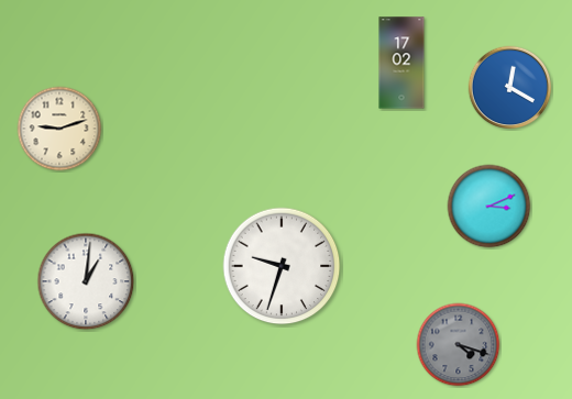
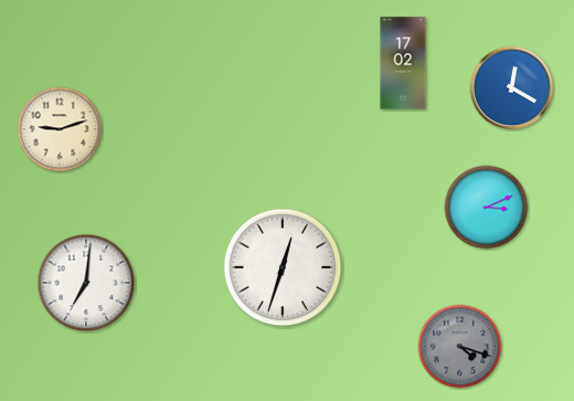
clock at (490, 207) position: (490, 207) -> (487, 208)
clock at (282, 266): 9:33 -> 12:33
clock at (86, 281): 1:01 -> 7:01
